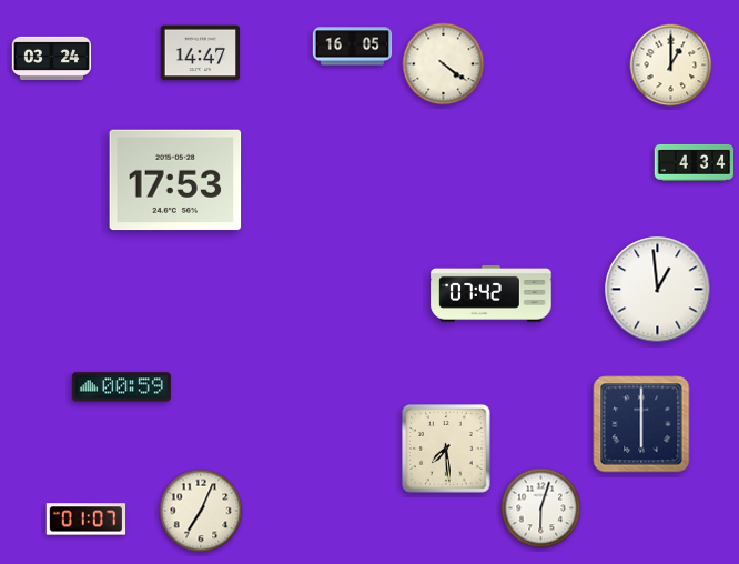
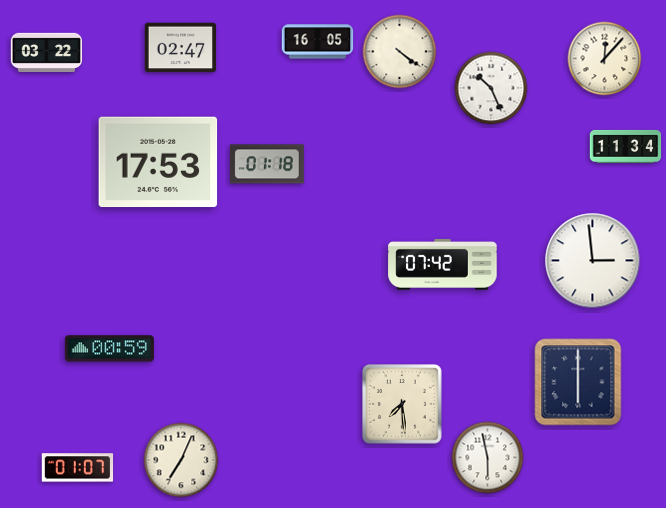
clock at (201, 53): 14:47 -> 02:47
clock at (52, 58): 03:24 -> 03:22
clock at (444, 64) position: (444, 64) -> (400, 52)
clock at (671, 66): 1:00 -> 12:07
clock at (491, 88): none -> 10:26
clock at (695, 162): 4:34 -> 11:34
clock at (267, 164): none -> 01:18
clock at (658, 290): 12:59 -> 2:59
clock at (541, 508): 6:03 -> 5:58
